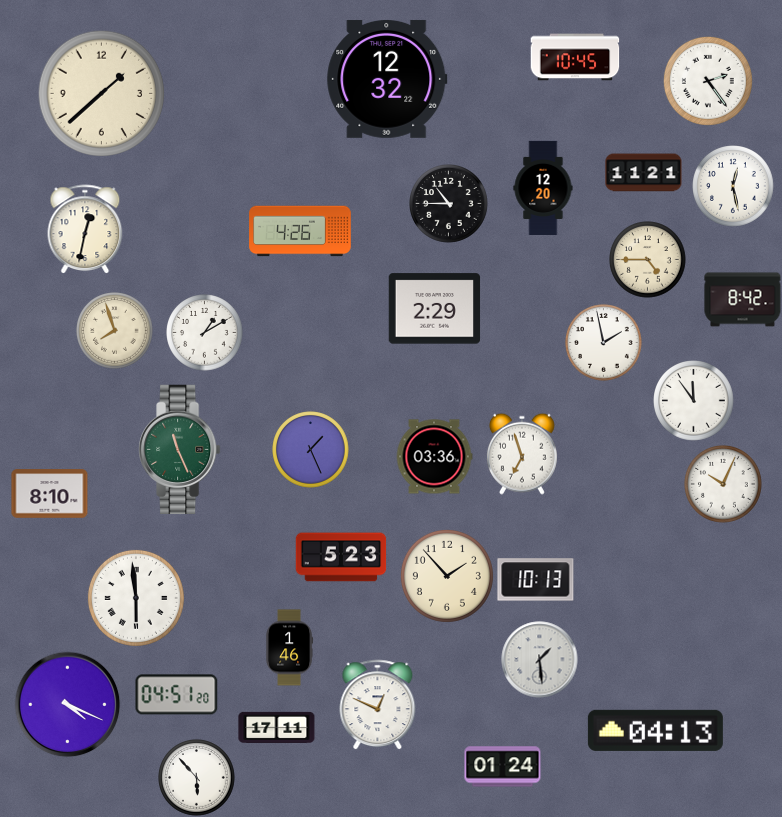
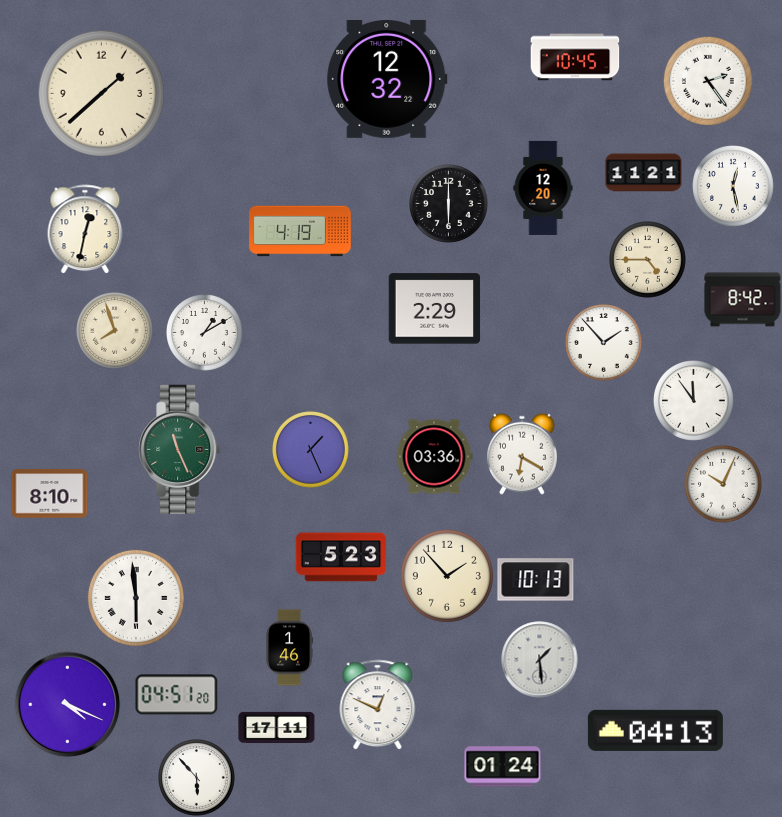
clock at (449, 204): 10:45 -> 6:00
clock at (300, 231): 4:26 -> 4:19
clock at (604, 343): 1:58 -> 1:53
clock at (522, 454): 6:57 -> 6:20
